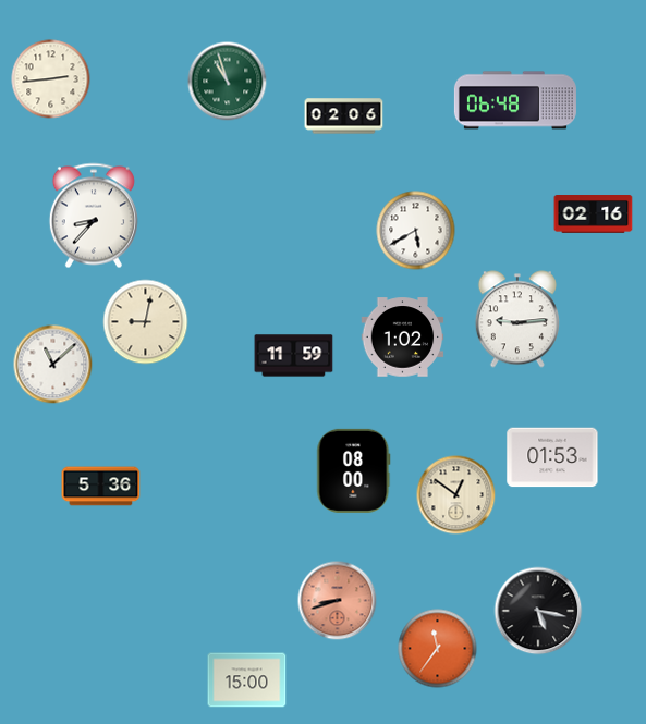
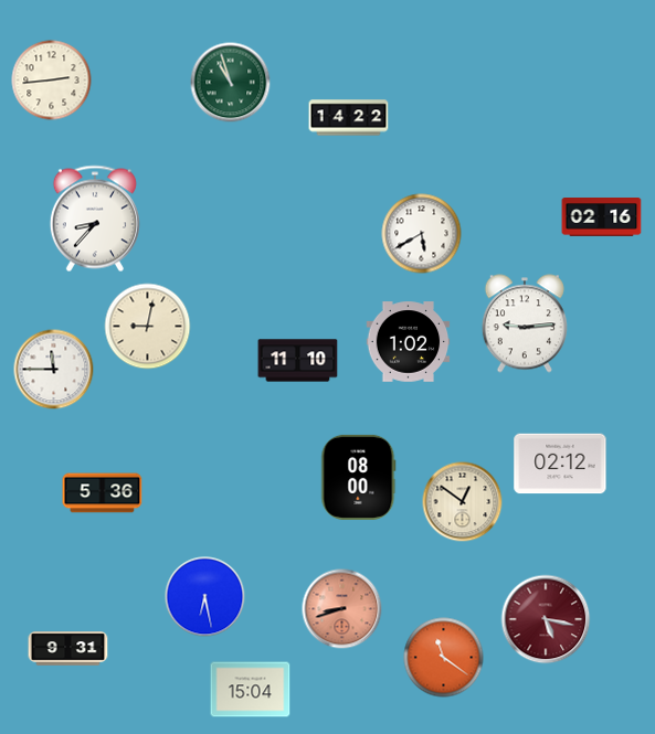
clock at (515, 100): 06:48 -> none
clock at (344, 116): 02:06 -> 14:22
clock at (294, 356): 11:59 -> 11:10
clock at (53, 365): 11:08 -> 11:45
clock at (552, 457): 01:53 -> 02:12
clock at (205, 597): none -> 6:28
clock at (538, 611) dial: black -> burgundy
clock at (68, 649): none -> 9:31
clock at (438, 649): 11:36 -> 11:21
clock at (247, 680): 15:00 -> 15:04
